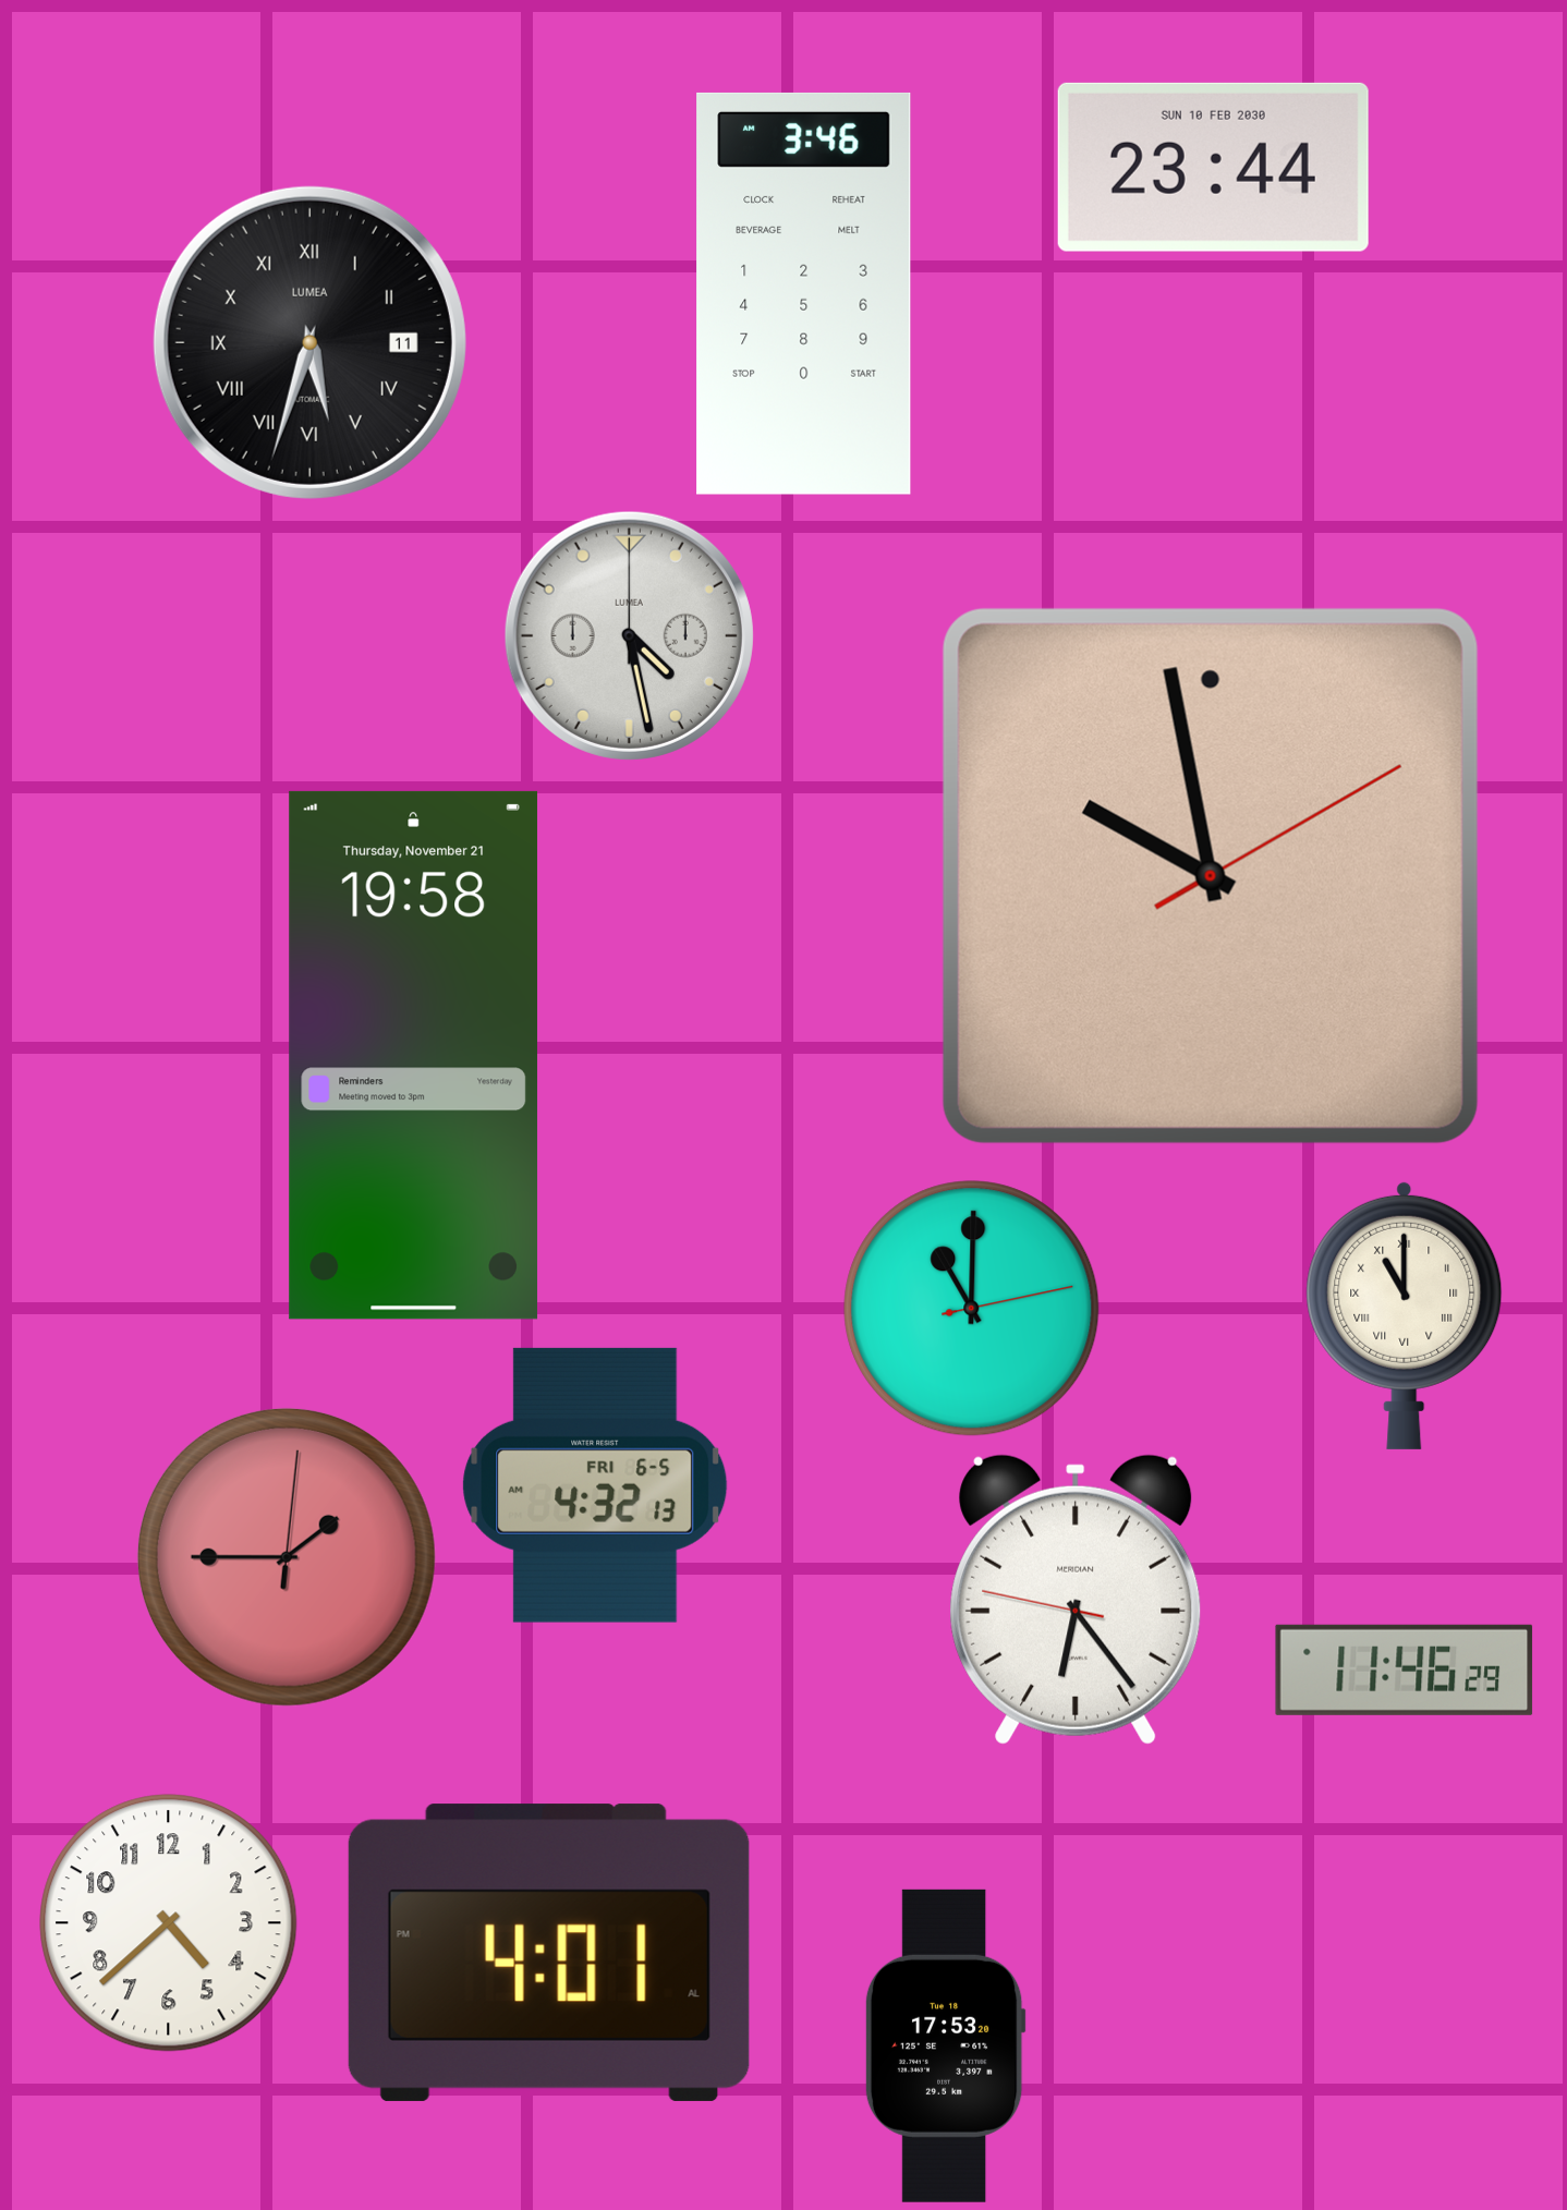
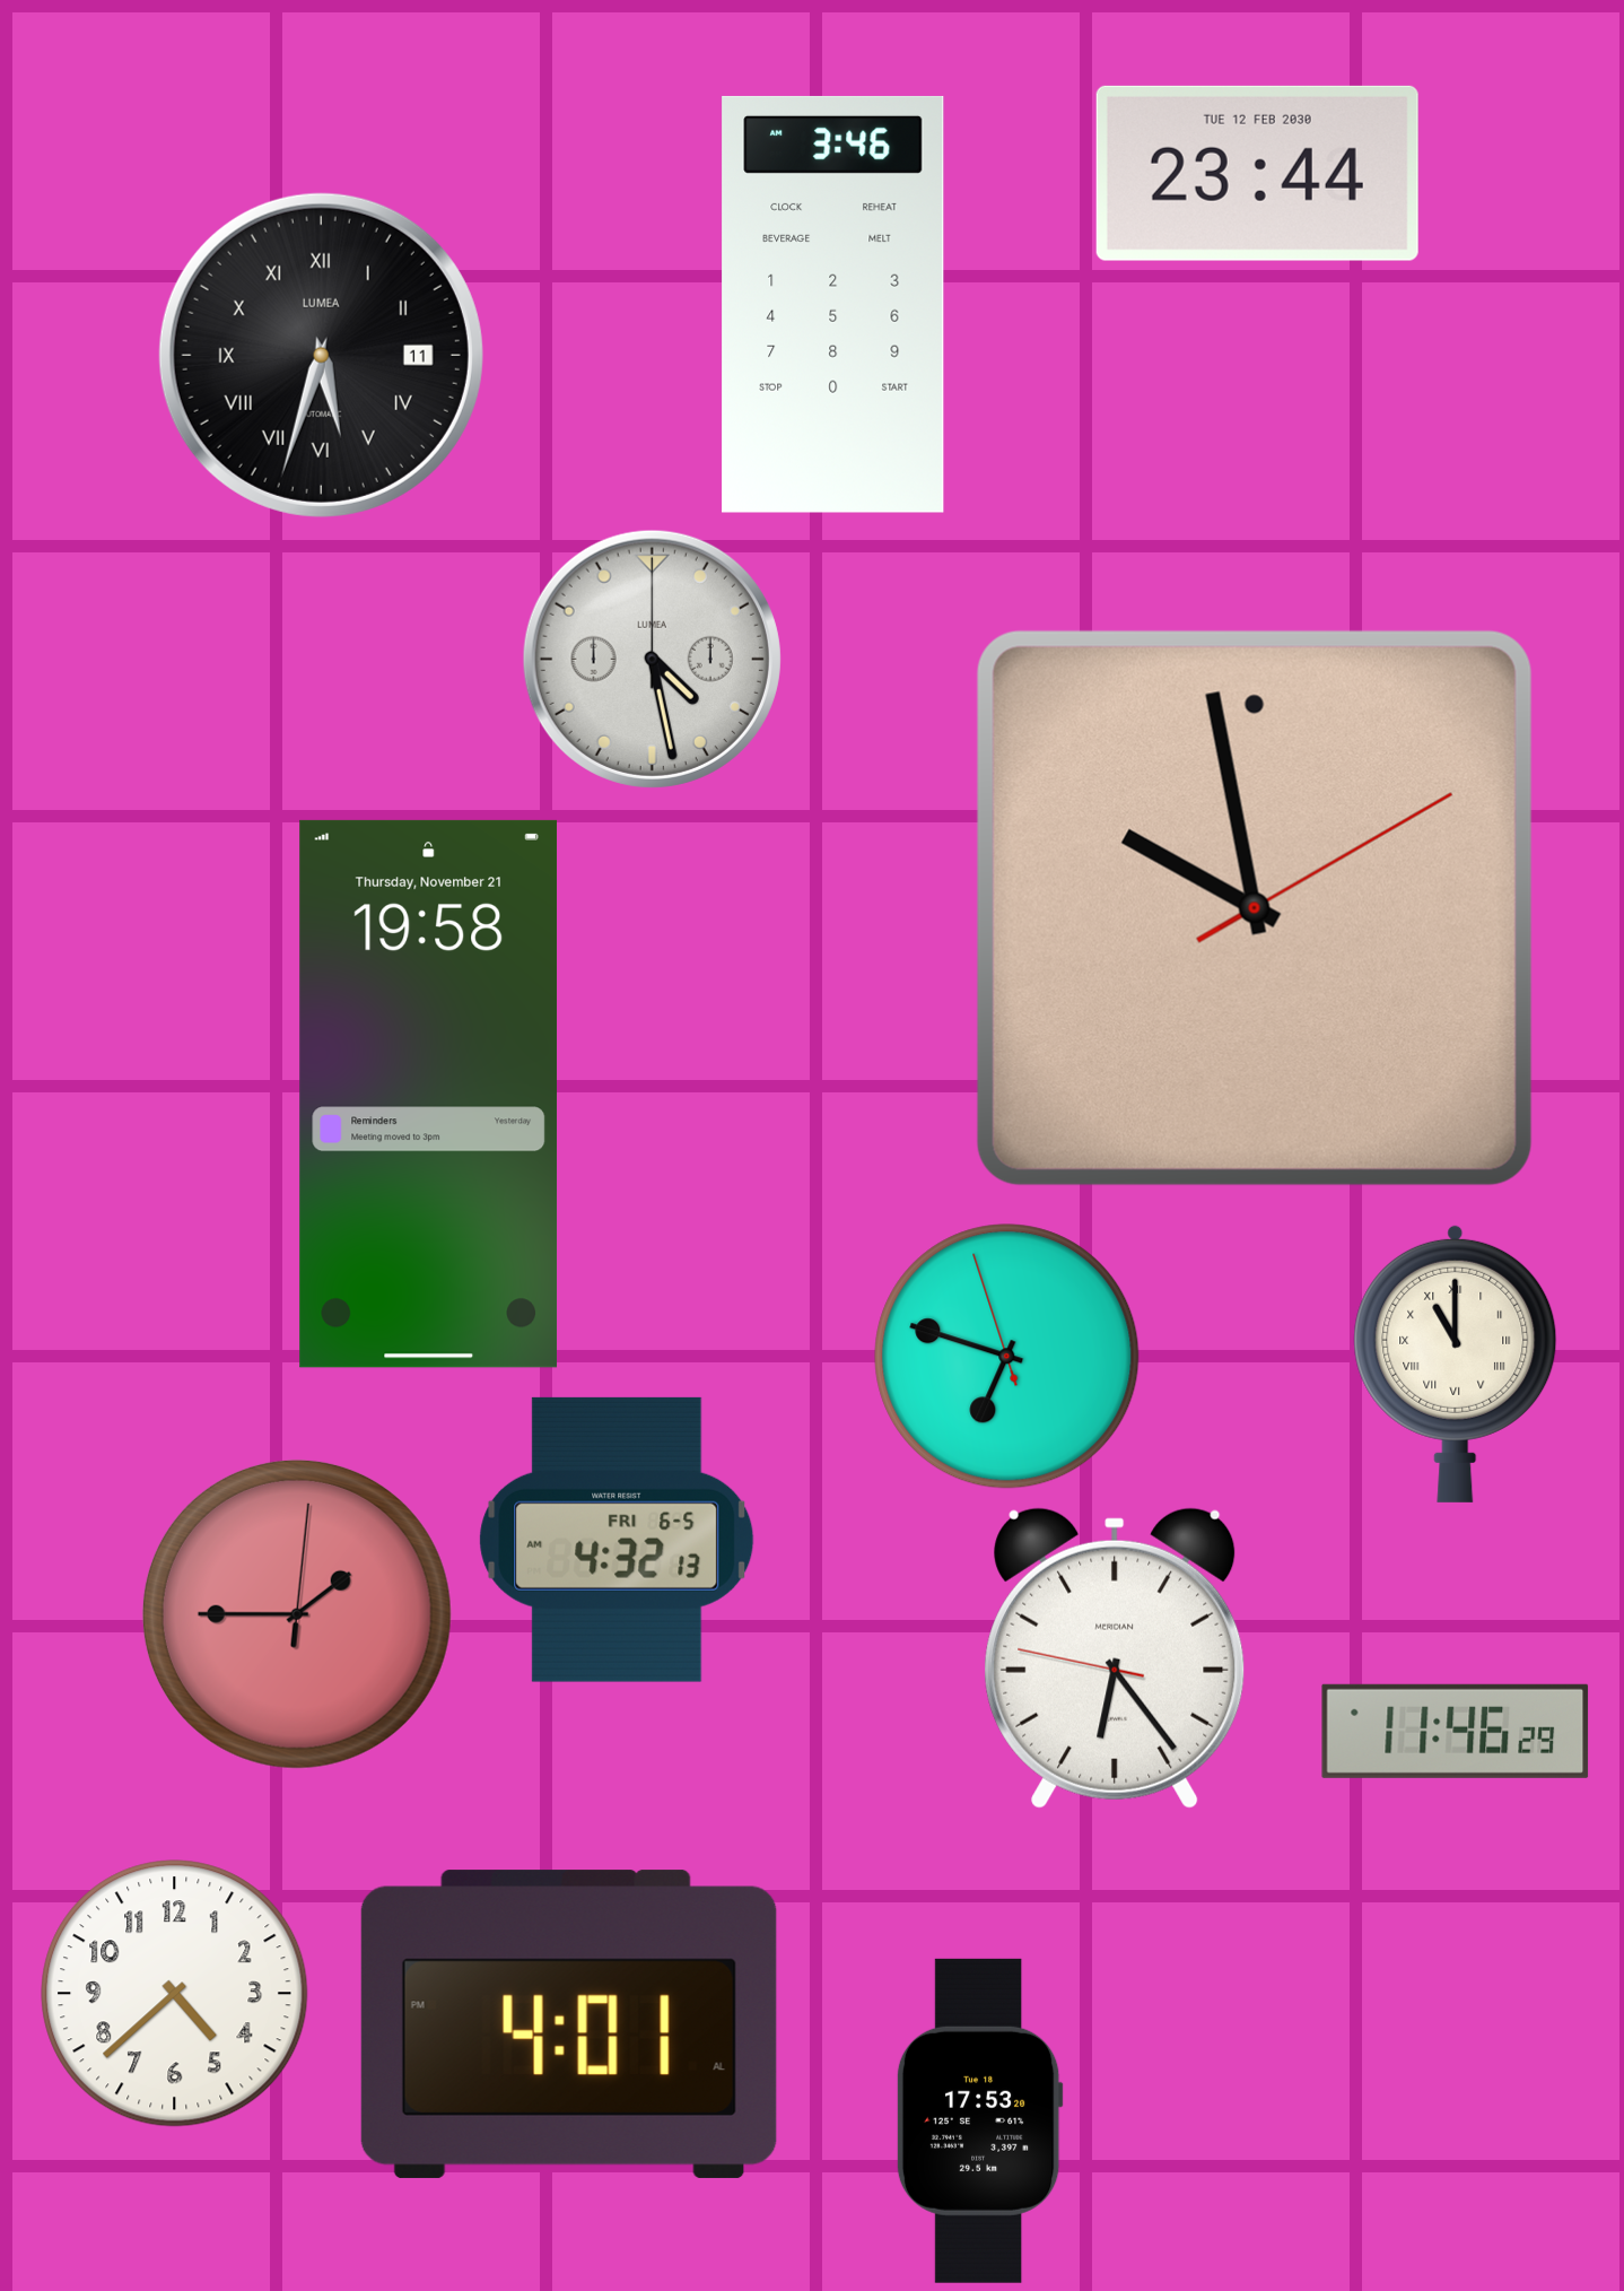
clock at (1213, 167) date: SUN 10 FEB 2030 -> TUE 12 FEB 2030
clock at (972, 1309): 11:00 -> 6:47
